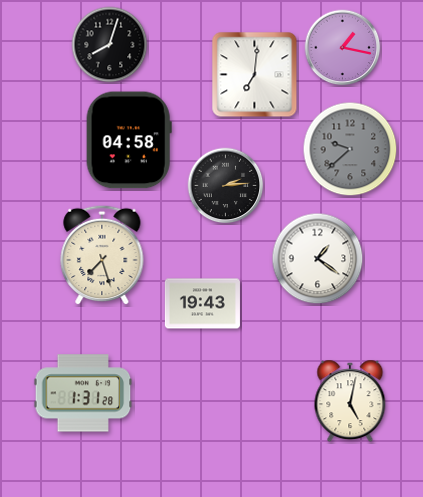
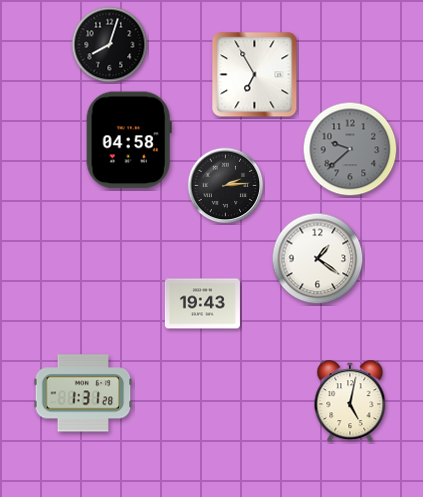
clock at (343, 48): 1:17 -> none
clock at (255, 75): 7:01 -> 6:55
clock at (102, 255): 7:27 -> none
